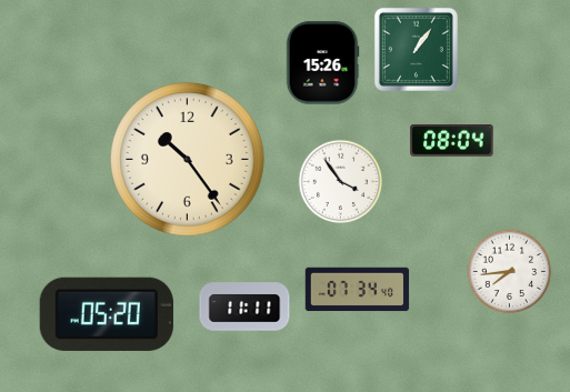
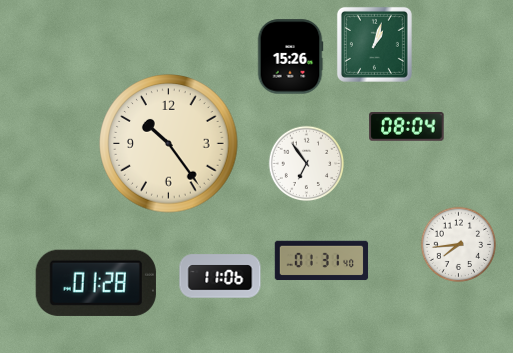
clock at (416, 49): 1:06 -> 1:03
clock at (341, 182): 3:54 -> 6:54
clock at (358, 290): 07:34 -> 01:31
clock at (244, 306): 11:11 -> 11:06
clock at (107, 314): 05:20 -> 01:28
